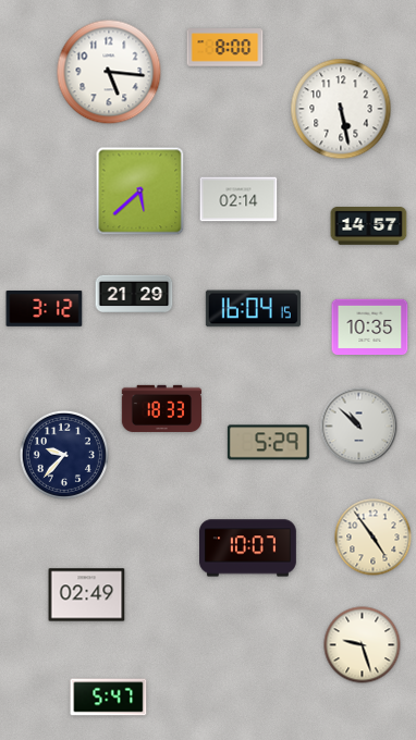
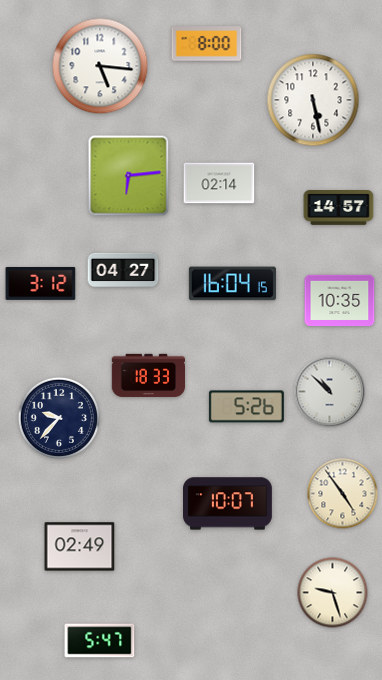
clock at (140, 192): 5:38 -> 6:14
clock at (134, 293): 21:29 -> 04:27
clock at (268, 443): 5:29 -> 5:26
